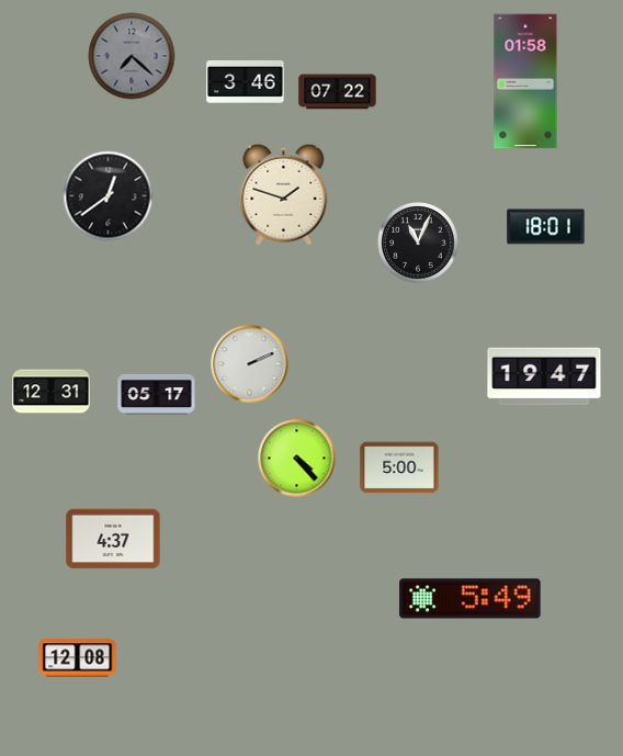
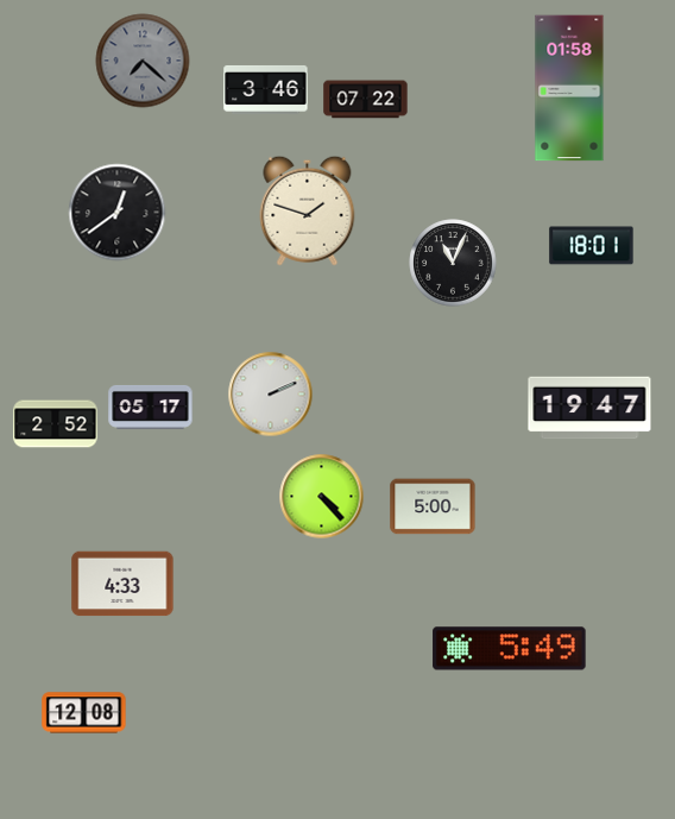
clock at (52, 392): 12:31 -> 2:52
clock at (157, 394) position: (157, 394) -> (151, 407)
clock at (113, 539): 4:37 -> 4:33
